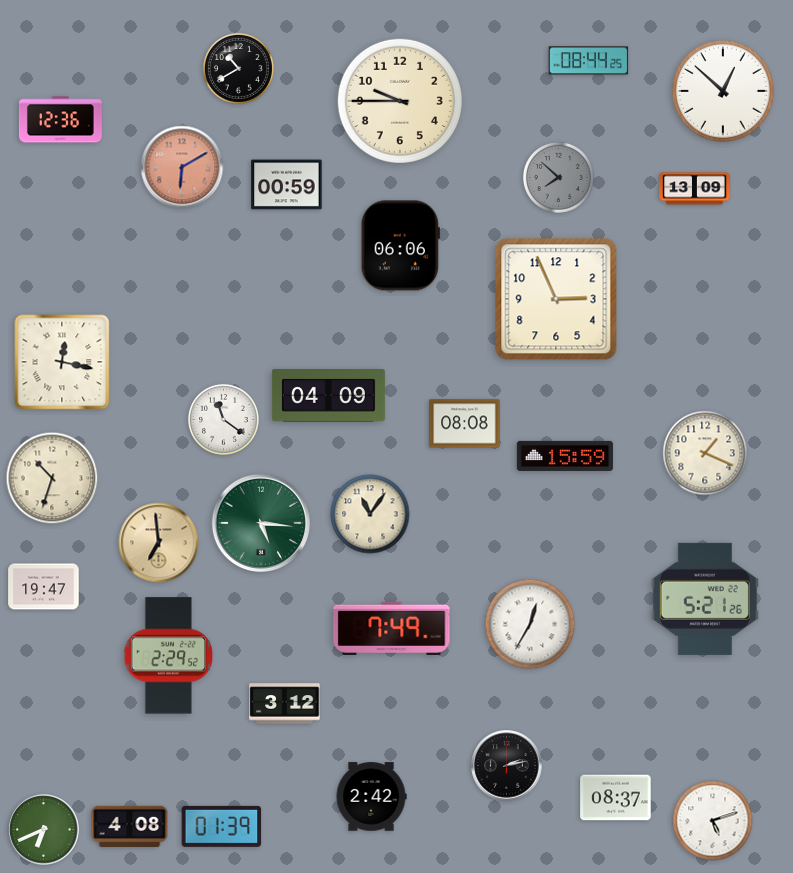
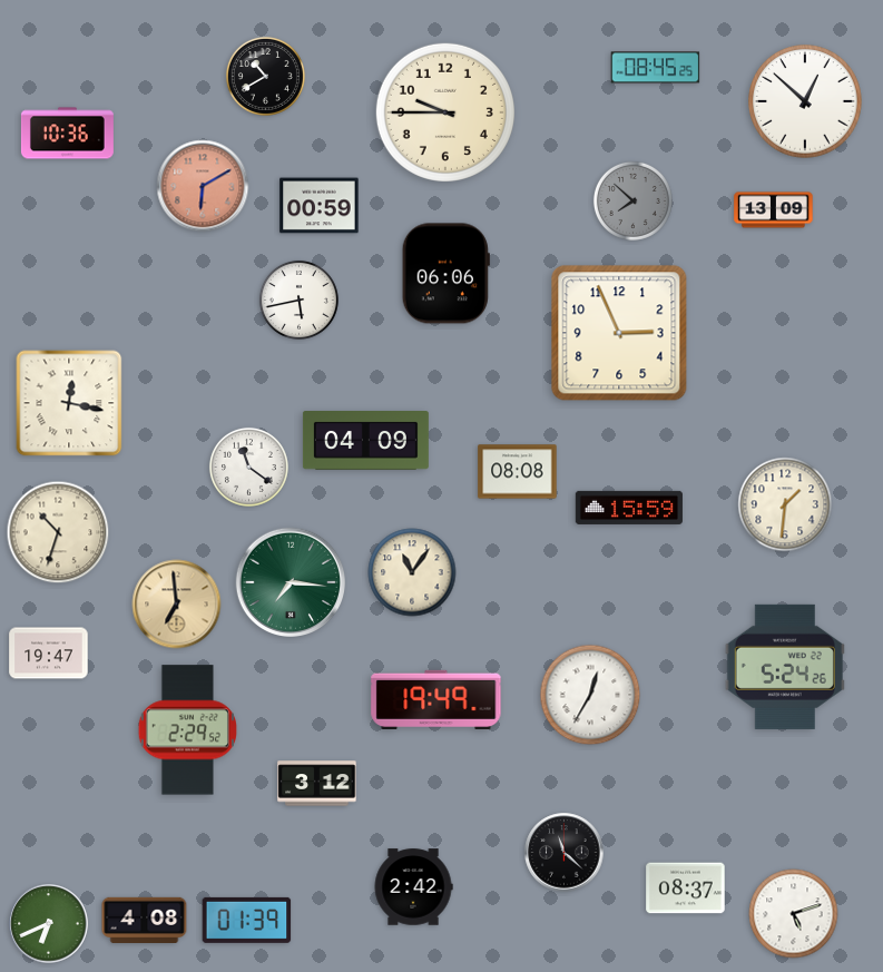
clock at (589, 61): 08:44 -> 08:45
clock at (60, 120): 12:36 -> 10:36
clock at (558, 177) position: (558, 177) -> (632, 200)
clock at (298, 300): none -> 5:43
clock at (705, 453): 1:19 -> 1:31
clock at (260, 522): 5:16 -> 7:16
clock at (705, 599): 5:21 -> 5:24
clock at (392, 628): 7:49 -> 19:49
clock at (507, 766): 2:13 -> 11:22
